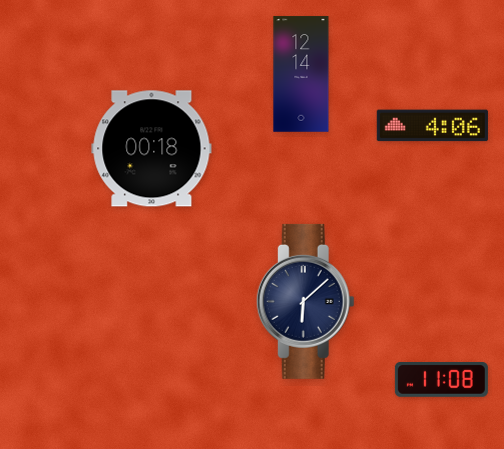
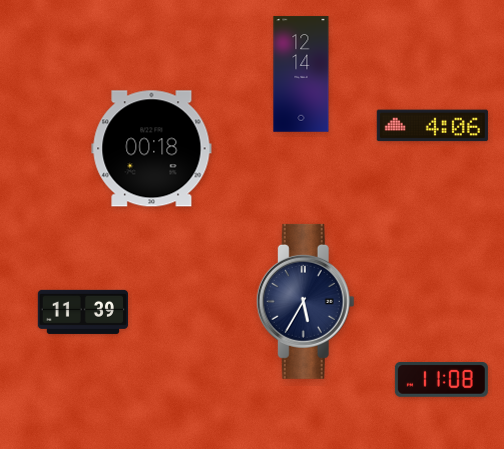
clock at (305, 301): 6:08 -> 5:35
clock at (82, 312): none -> 11:39
